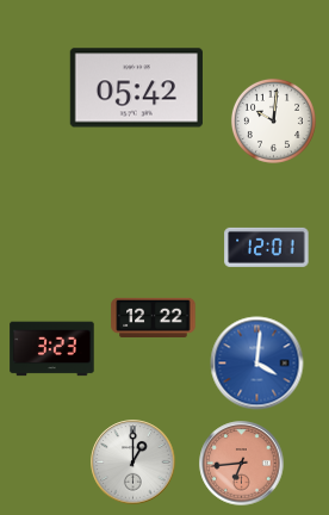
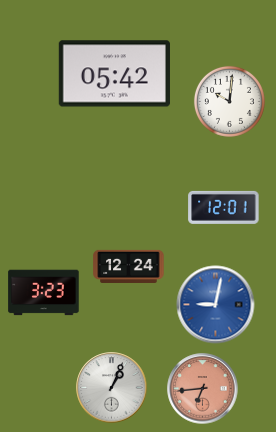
clock at (154, 317): 12:22 -> 12:24
clock at (257, 364): 4:01 -> 9:02
clock at (134, 463): 1:00 -> 1:04
